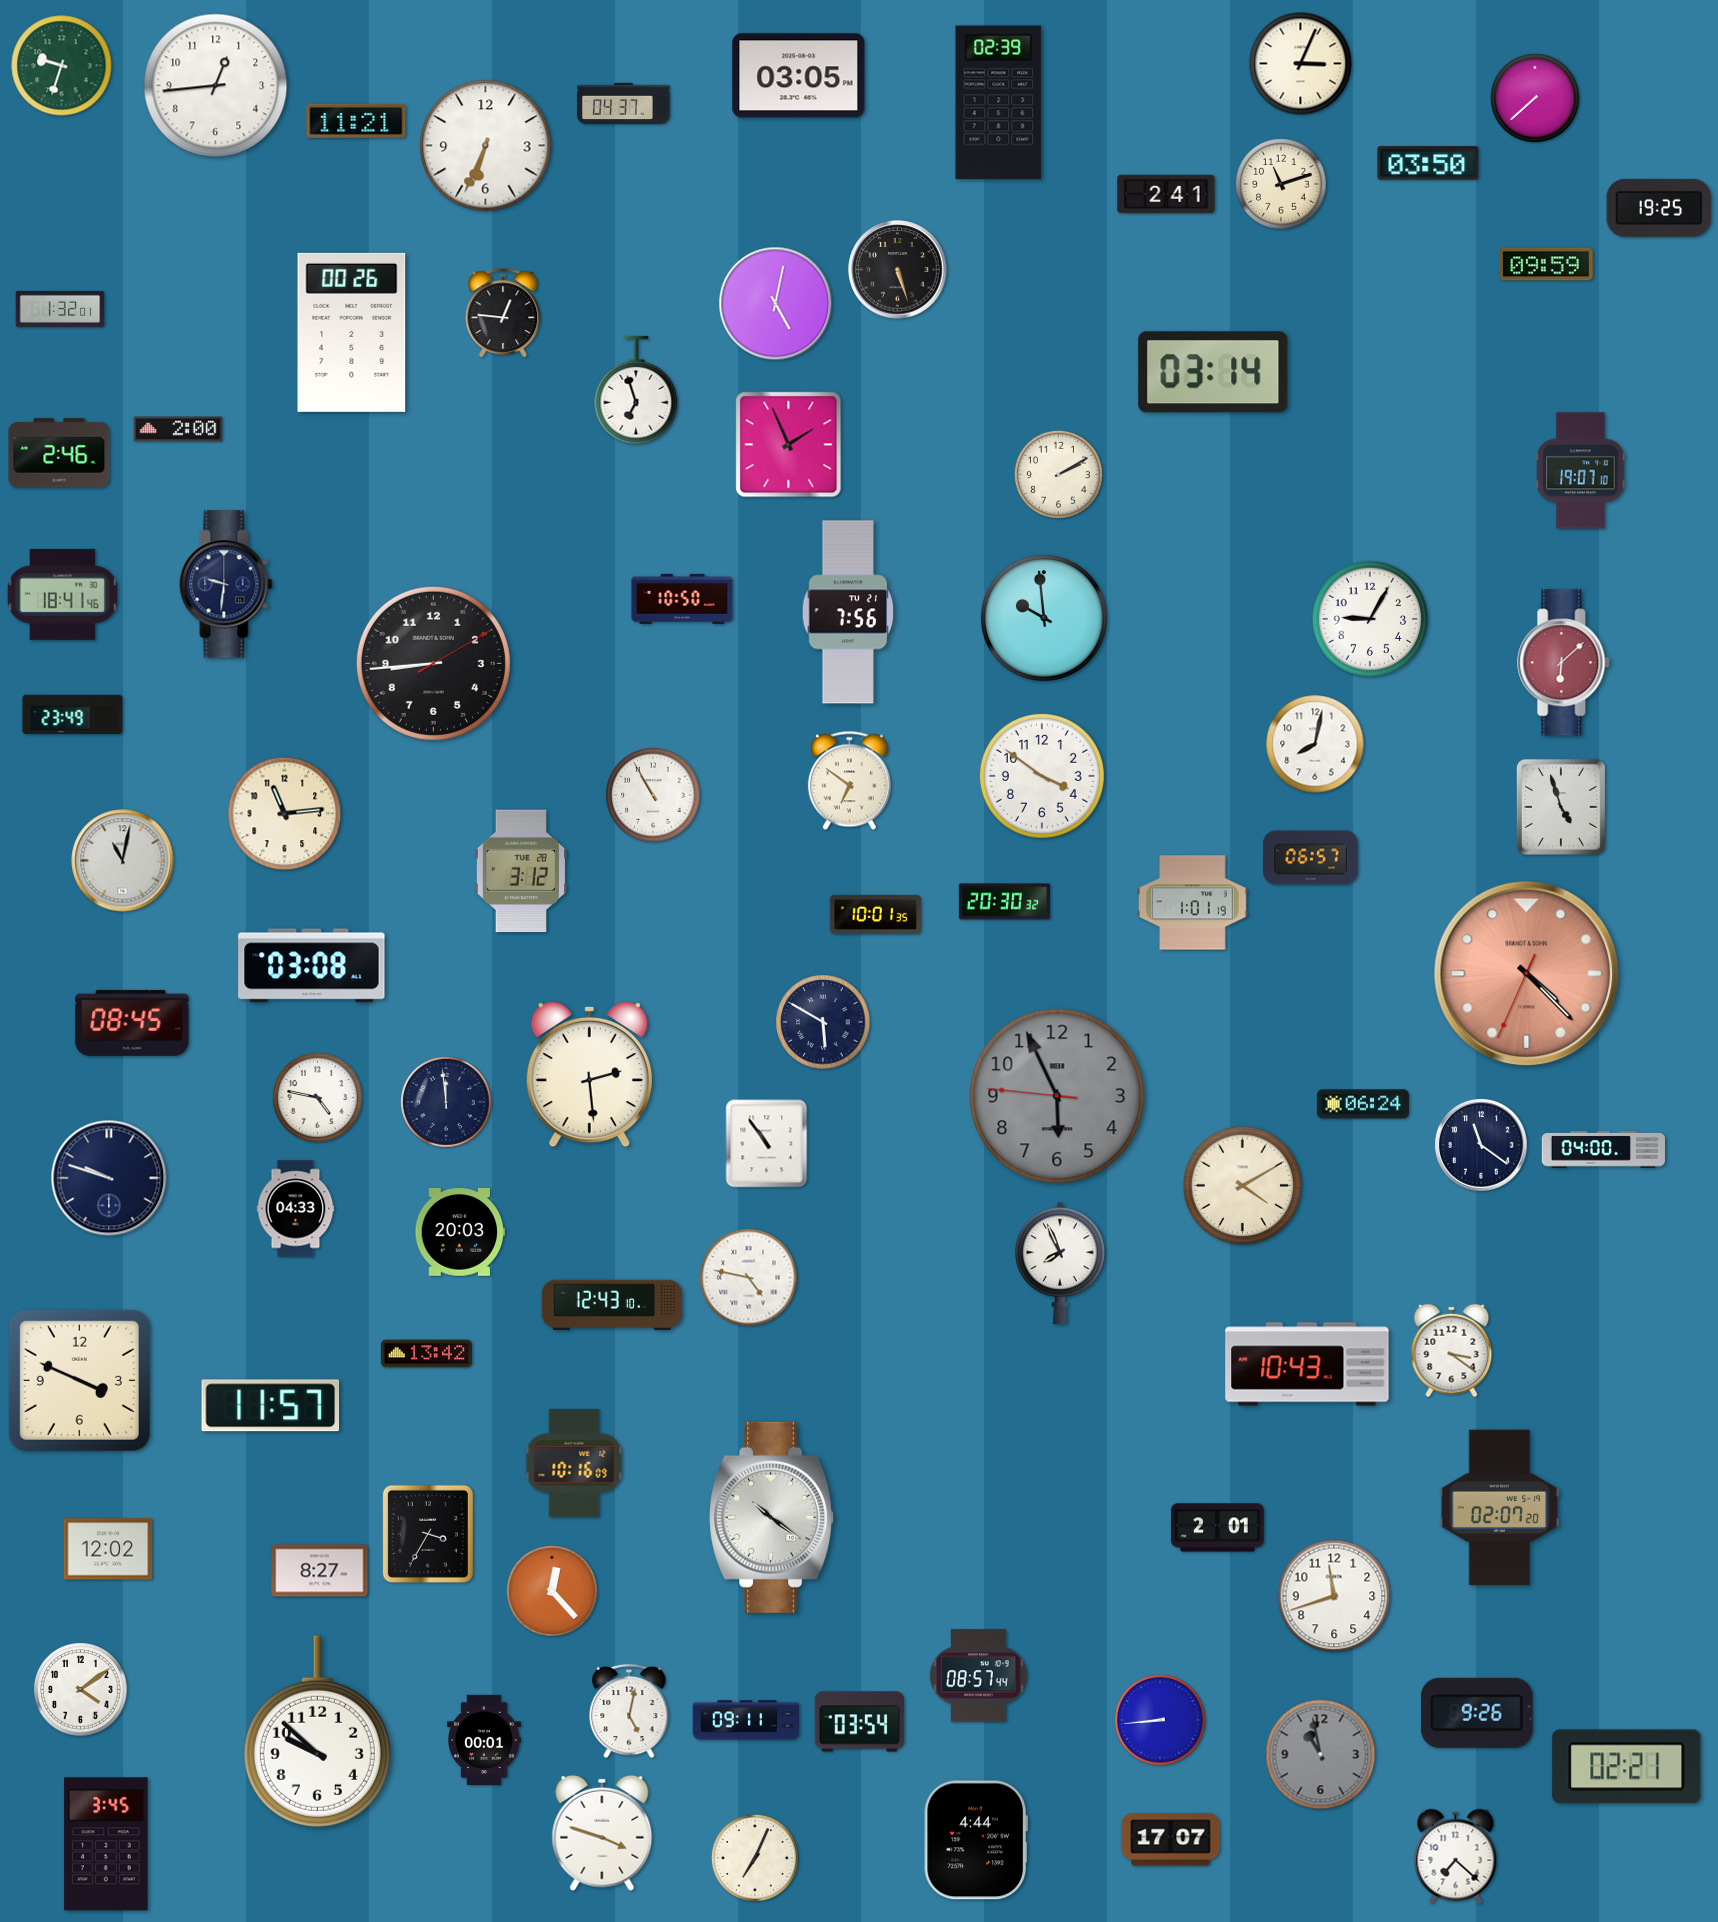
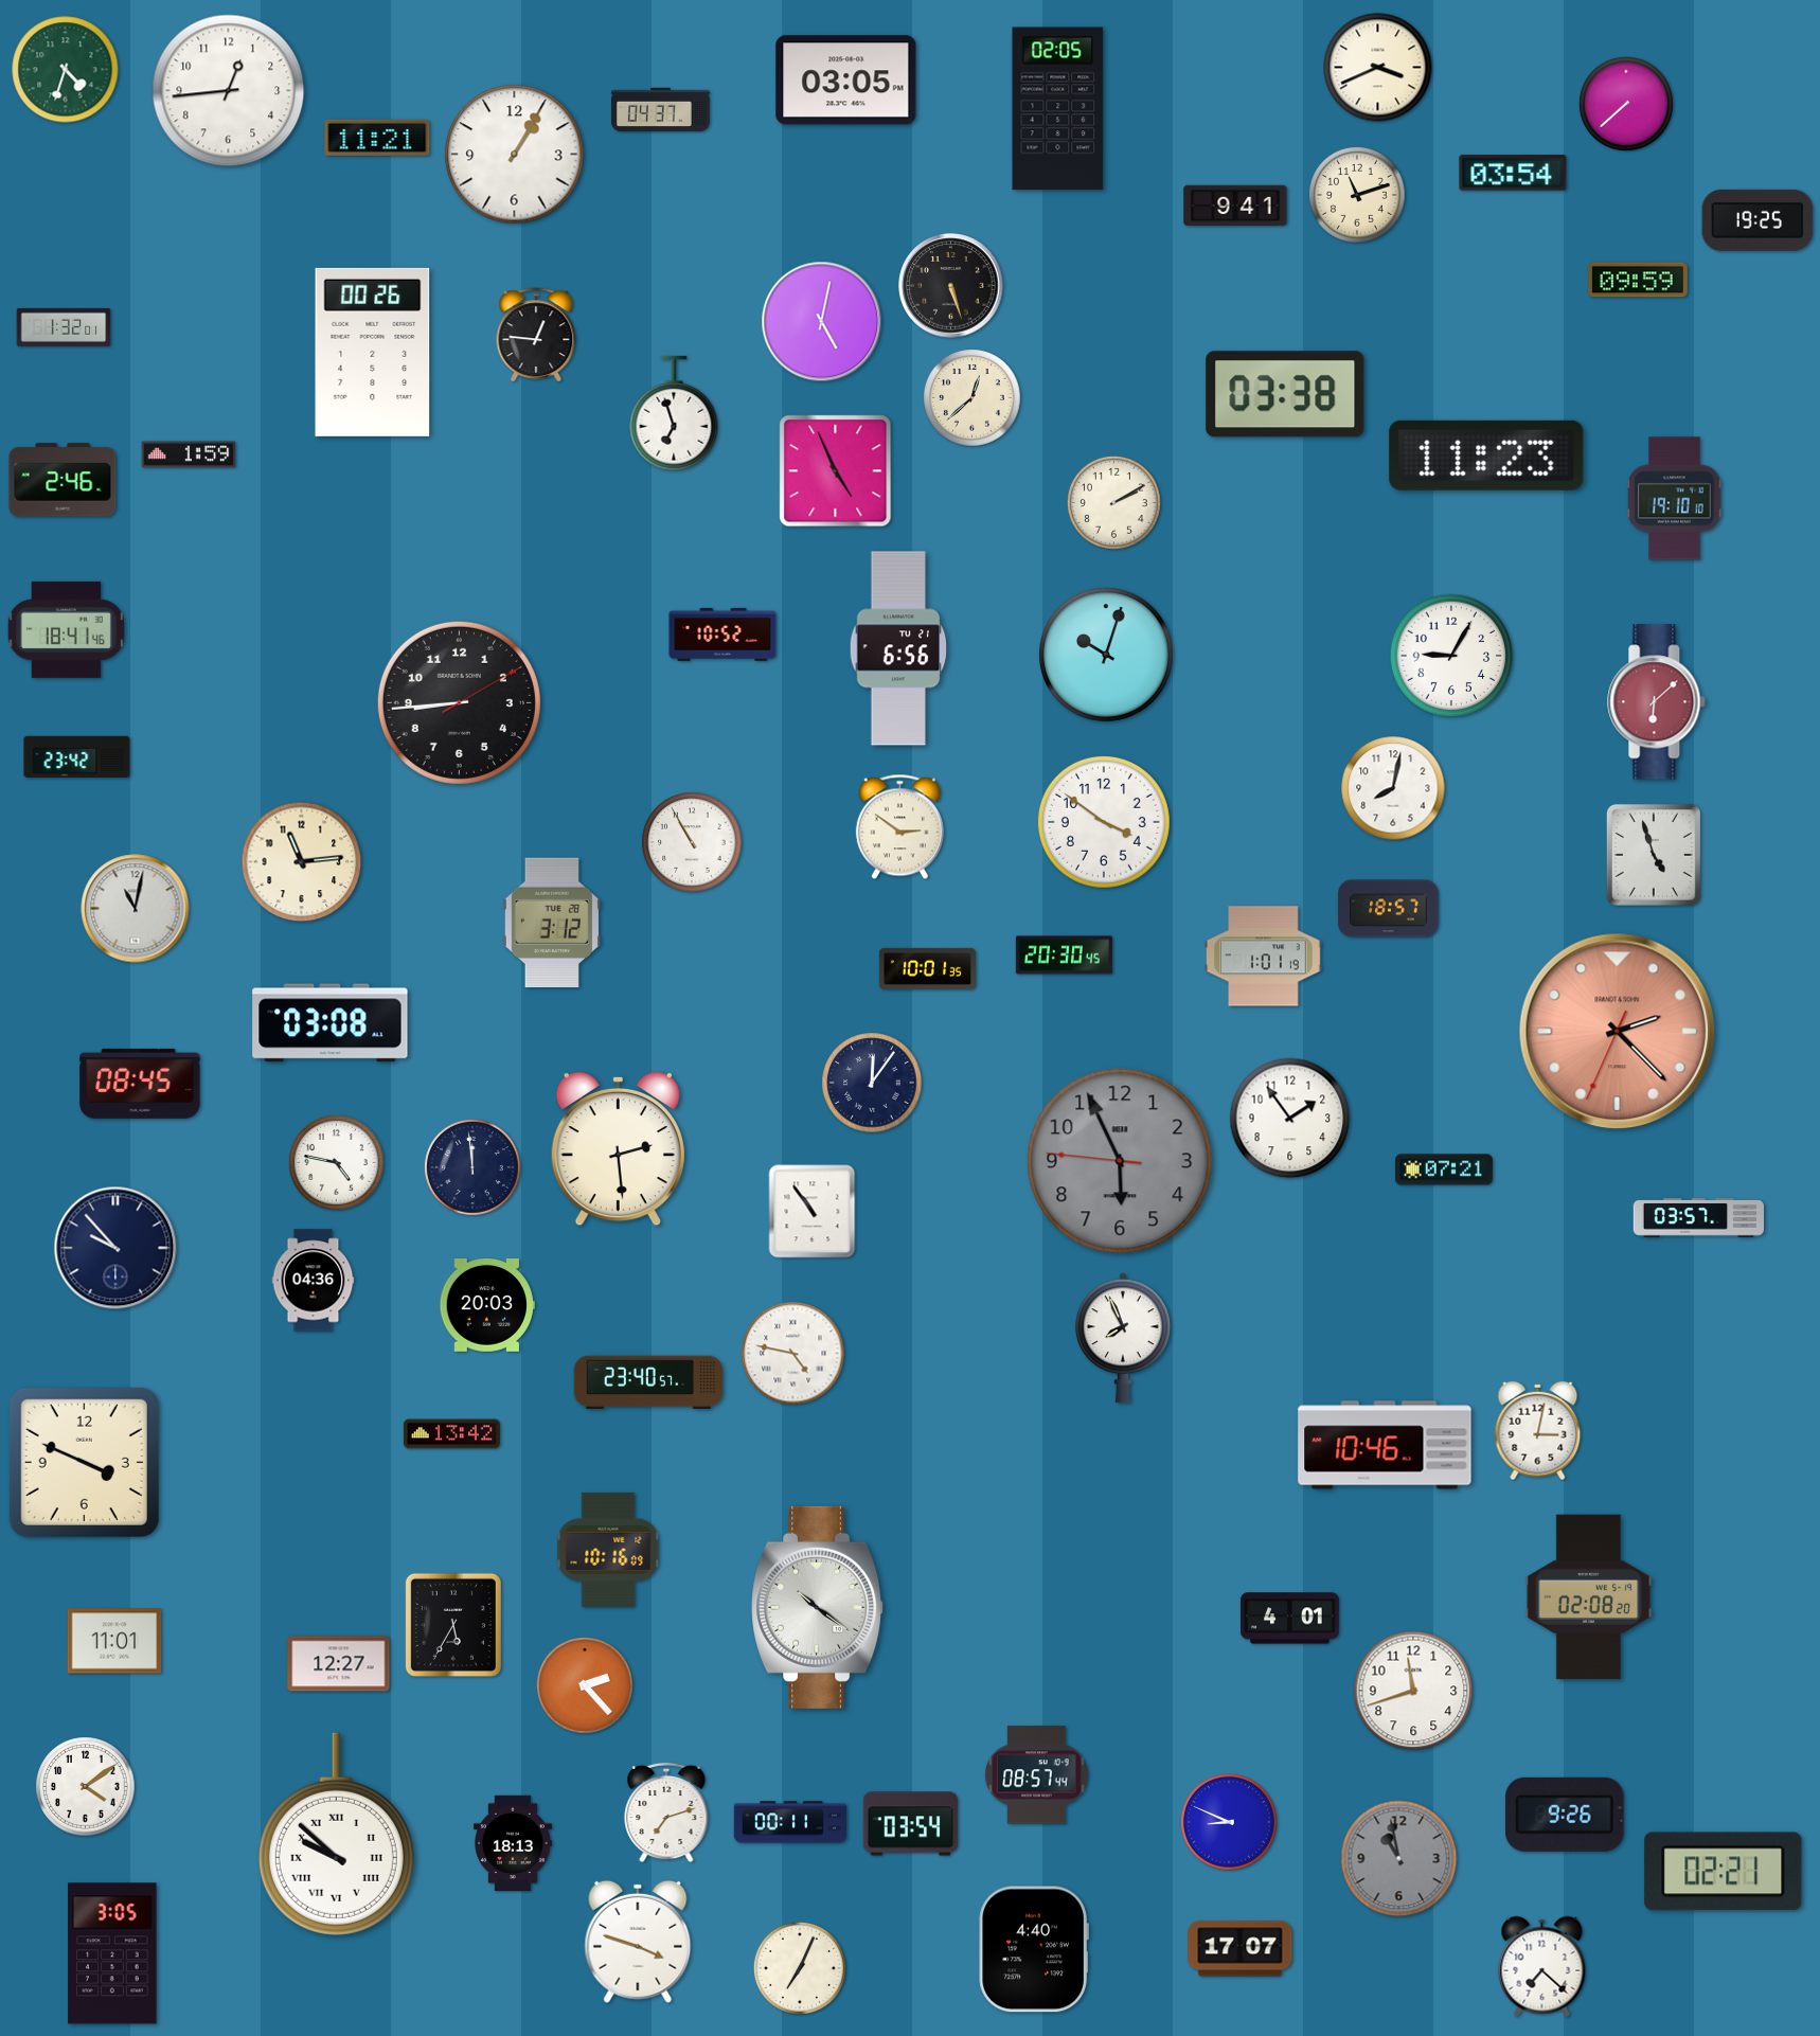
clock at (1301, 64): 3:04 -> 3:41
clock at (62, 66): 9:33 -> 4:33
clock at (999, 103): 02:39 -> 02:05
clock at (356, 121) position: (356, 121) -> (377, 138)
clock at (486, 146): 6:34 -> 1:05
clock at (1428, 163): 03:50 -> 03:54
clock at (1166, 194): 2:41 -> 9:41
clock at (503, 313) position: (503, 313) -> (536, 335)
clock at (1213, 372): 03:14 -> 03:38
clock at (973, 398): none -> 12:38
clock at (178, 429): 2:00 -> 1:59
clock at (1486, 456): none -> 11:23
clock at (789, 445): 1:56 -> 4:56
clock at (1581, 471): 19:07 -> 19:10
clock at (1058, 474) position: (1058, 474) -> (1113, 502)
clock at (226, 584): 9:31 -> none
clock at (682, 599): 10:50 -> 10:52
clock at (848, 612): 7:56 -> 6:56
clock at (1045, 619): 9:59 -> 10:03
clock at (73, 714): 23:49 -> 23:42
clock at (849, 781): 6:51 -> 2:51
clock at (1311, 858): 06:57 -> 18:57
clock at (123, 861) position: (123, 861) -> (136, 909)
clock at (1004, 902): 20:30:32 -> 20:30:45
clock at (1527, 974): 4:22 -> 2:22
clock at (823, 1022): 5:50 -> 12:06
clock at (1290, 1119): none -> 1:54
clock at (589, 1075) position: (589, 1075) -> (618, 1149)
clock at (1363, 1104): 06:24 -> 07:21
clock at (1482, 1146): 11:21 -> none
clock at (1603, 1150): 04:00 -> 03:57
clock at (109, 1178): 9:48 -> 9:53
clock at (1242, 1185): 4:10 -> none
clock at (296, 1209): 04:33 -> 04:36
clock at (612, 1304): 12:43 -> 23:40
clock at (1452, 1351): 3:21 -> 3:02
clock at (1307, 1364): 10:43 -> 10:46
clock at (271, 1406): 11:57 -> none
clock at (1500, 1508): 02:07 -> 02:08
clock at (1217, 1528): 2:01 -> 4:01
clock at (428, 1534): 3:35 -> 5:35
clock at (108, 1549): 12:02 -> 11:01
clock at (320, 1571): 8:27 -> 12:27
clock at (553, 1592): 12:23 -> 2:23
clock at (81, 1690) position: (81, 1690) -> (86, 1787)
clock at (629, 1711): 5:02 -> 7:12
clock at (746, 1720): 09:11 -> 00:11
clock at (1161, 1721): 8:44 -> 8:49
clock at (317, 1732) numerals: Arabic -> Roman
clock at (485, 1739): 00:01 -> 18:13
clock at (976, 1840): 4:44 -> 4:40
clock at (106, 1844): 3:45 -> 3:05
